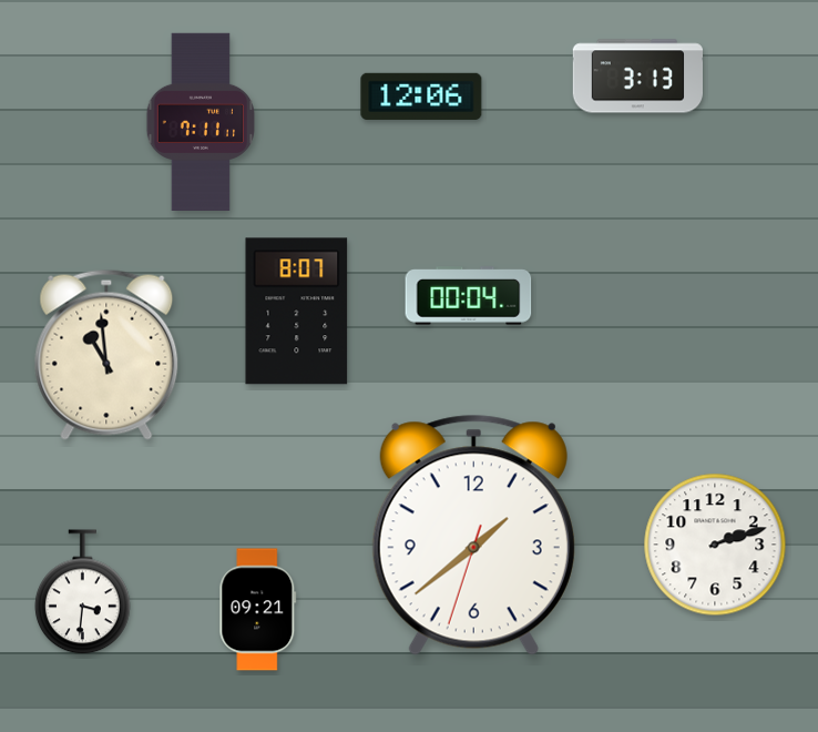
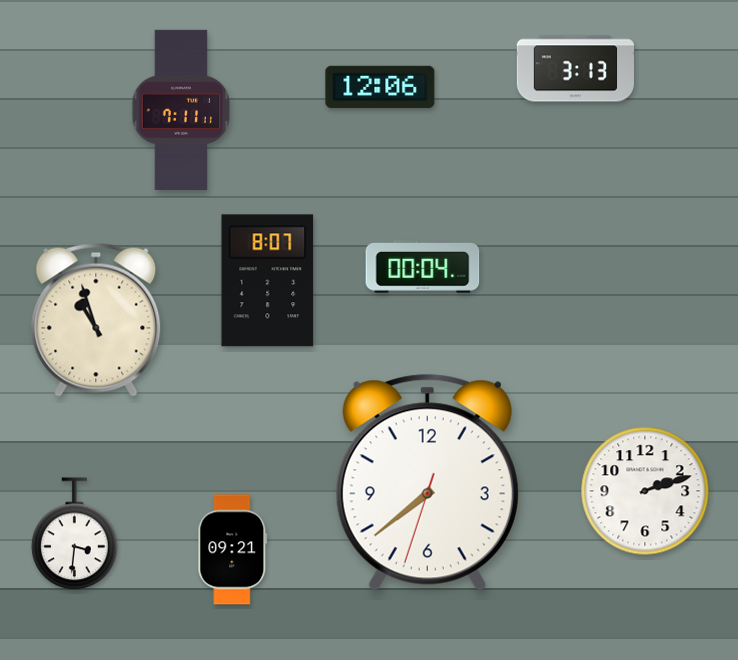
clock at (106, 355): 10:59 -> 10:57
clock at (473, 535): 1:38 -> 7:38
